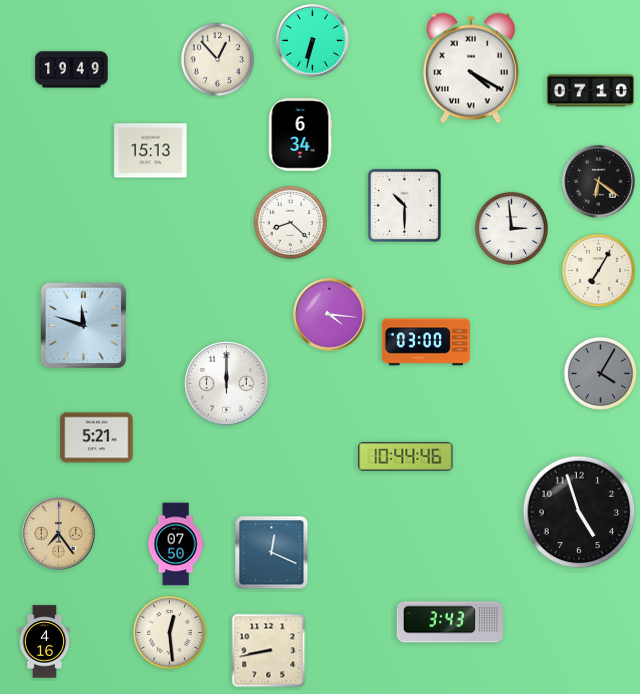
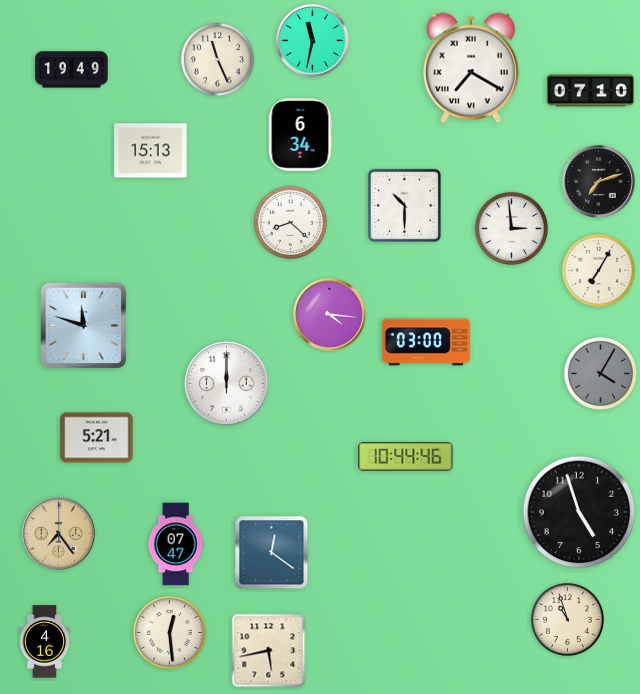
clock at (313, 41): 6:32 -> 11:32
clock at (217, 59): 12:53 -> 11:26
clock at (471, 68): 4:20 -> 7:20
clock at (599, 182): 6:21 -> 7:12
clock at (176, 544): 07:50 -> 07:47
clock at (272, 553): 12:19 -> 12:21
clock at (567, 619): none -> 10:57
clock at (450, 622): 3:43 -> none
clock at (269, 651): 8:43 -> 5:43
